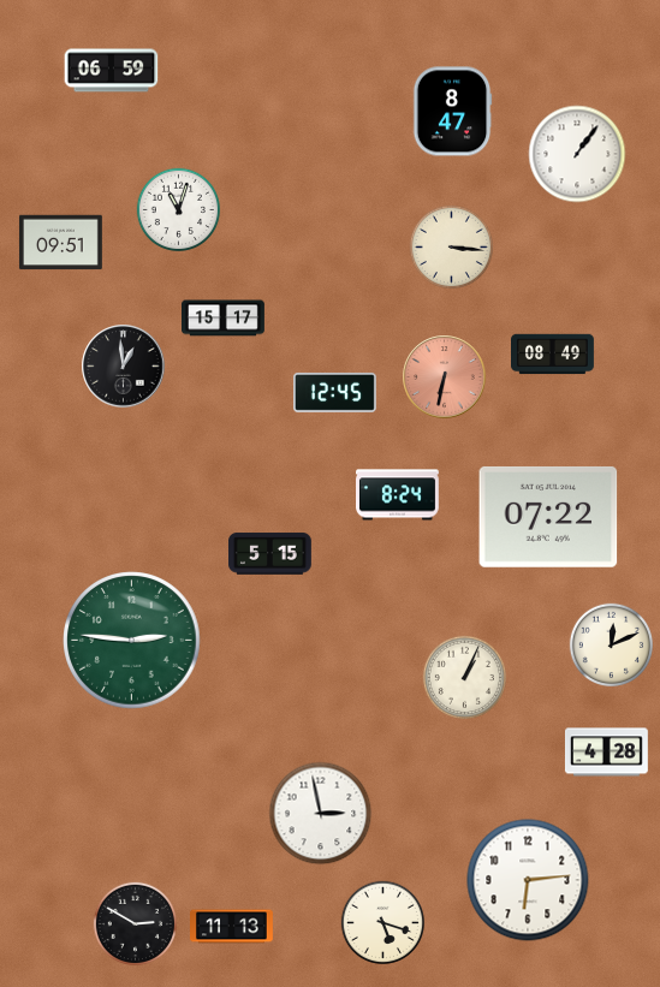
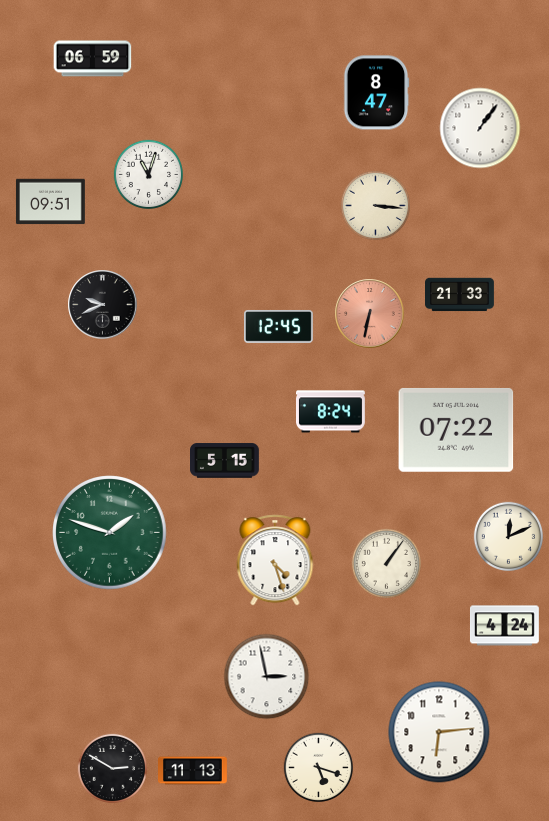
clock at (224, 319): 15:17 -> none
clock at (553, 355): 08:49 -> 21:33
clock at (124, 367): 12:59 -> 9:41
clock at (132, 641): 2:46 -> 1:48
clock at (275, 560): none -> 4:27
clock at (464, 677): 1:04 -> 1:06
clock at (607, 753): 4:28 -> 4:24
